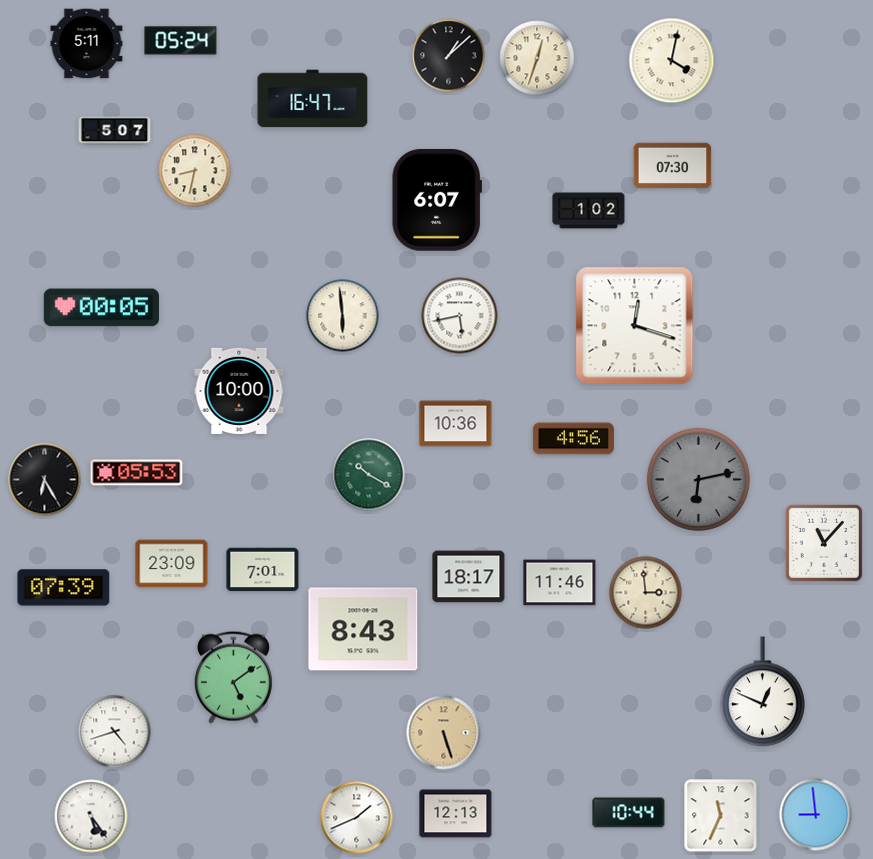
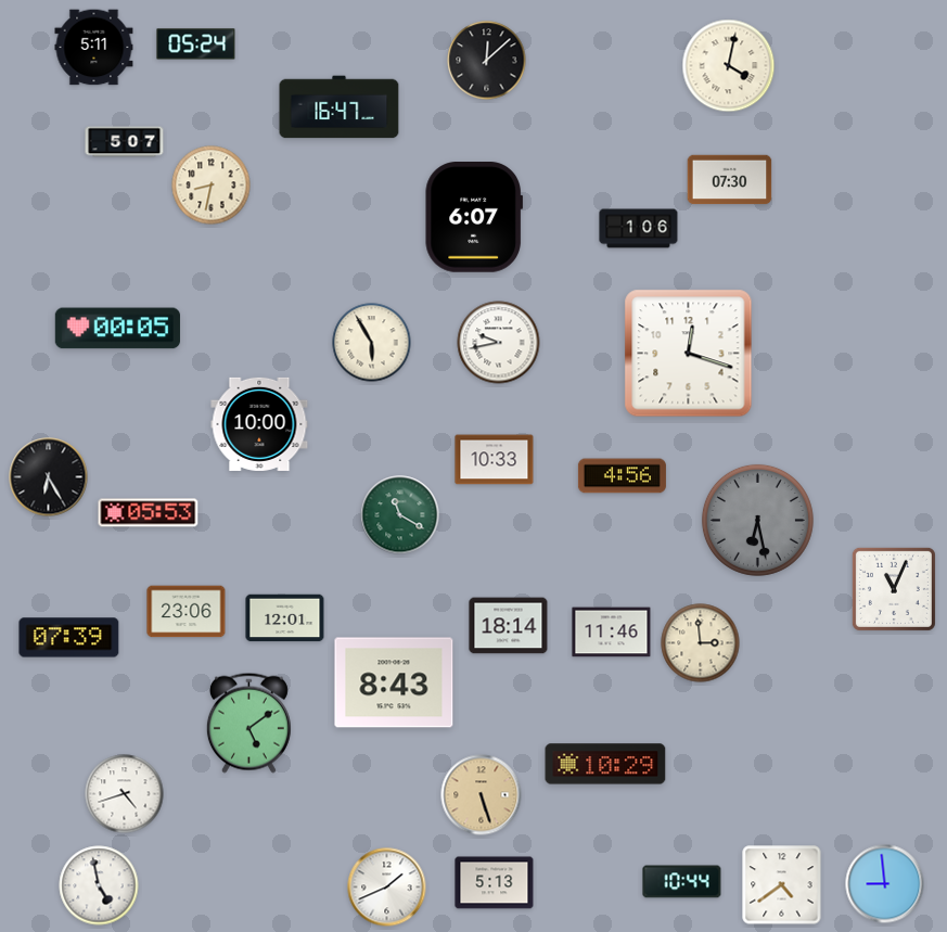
clock at (449, 56): 1:08 -> 12:08
clock at (537, 58): 12:33 -> none
clock at (589, 211): 1:02 -> 1:06
clock at (101, 308) position: (101, 308) -> (117, 329)
clock at (343, 316): 5:59 -> 5:55
clock at (460, 316): 5:43 -> 9:43
clock at (456, 424): 10:36 -> 10:33
clock at (369, 475): 10:20 -> 11:20
clock at (698, 479): 6:13 -> 6:28
clock at (45, 480) position: (45, 480) -> (49, 477)
clock at (824, 543): 11:07 -> 11:04
clock at (172, 564): 23:09 -> 23:06
clock at (263, 570): 7:01 -> 12:01
clock at (469, 577): 18:17 -> 18:14
clock at (560, 583) position: (560, 583) -> (612, 633)
clock at (233, 677) position: (233, 677) -> (248, 723)
clock at (763, 692): 12:49 -> none
clock at (605, 764): none -> 10:29
clock at (456, 814): 12:13 -> 5:13
clock at (91, 816): 5:24 -> 4:58
clock at (721, 816): 11:34 -> 4:39
